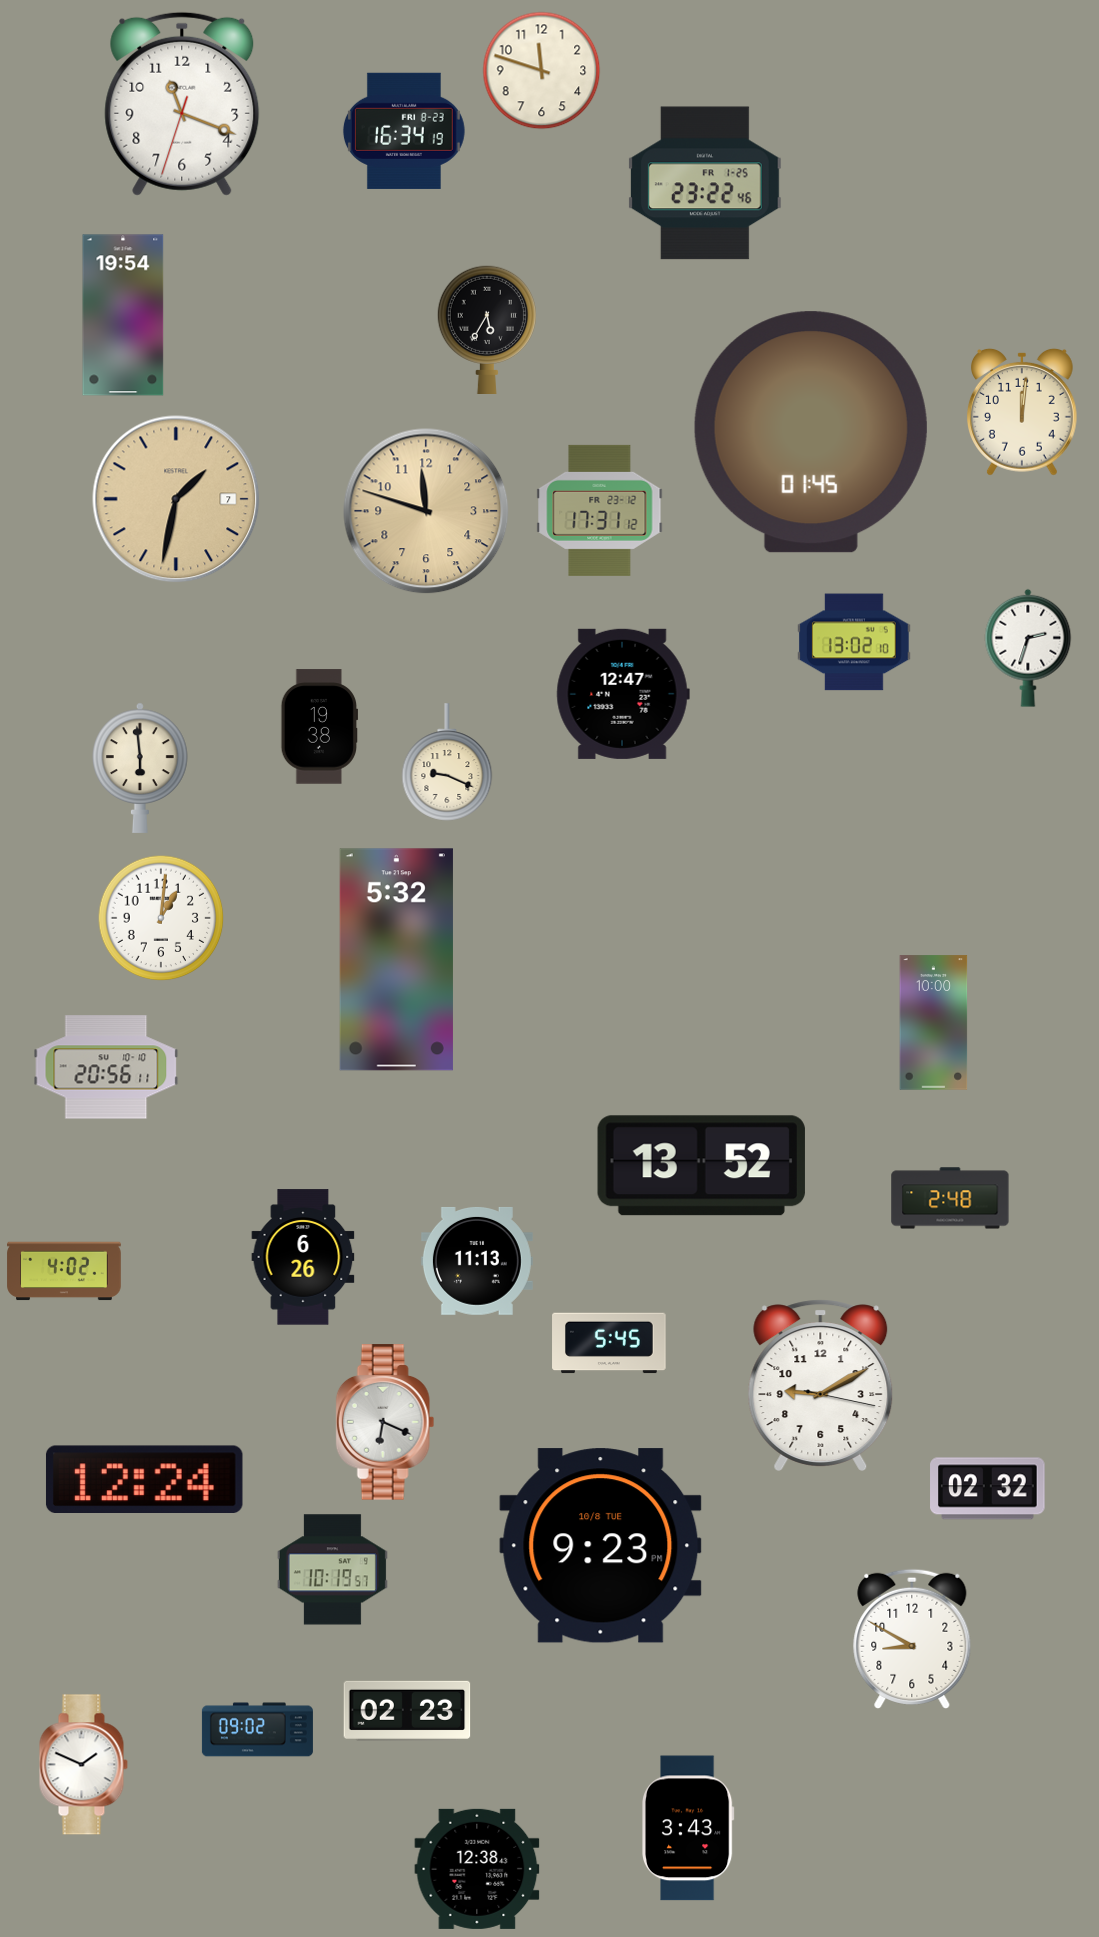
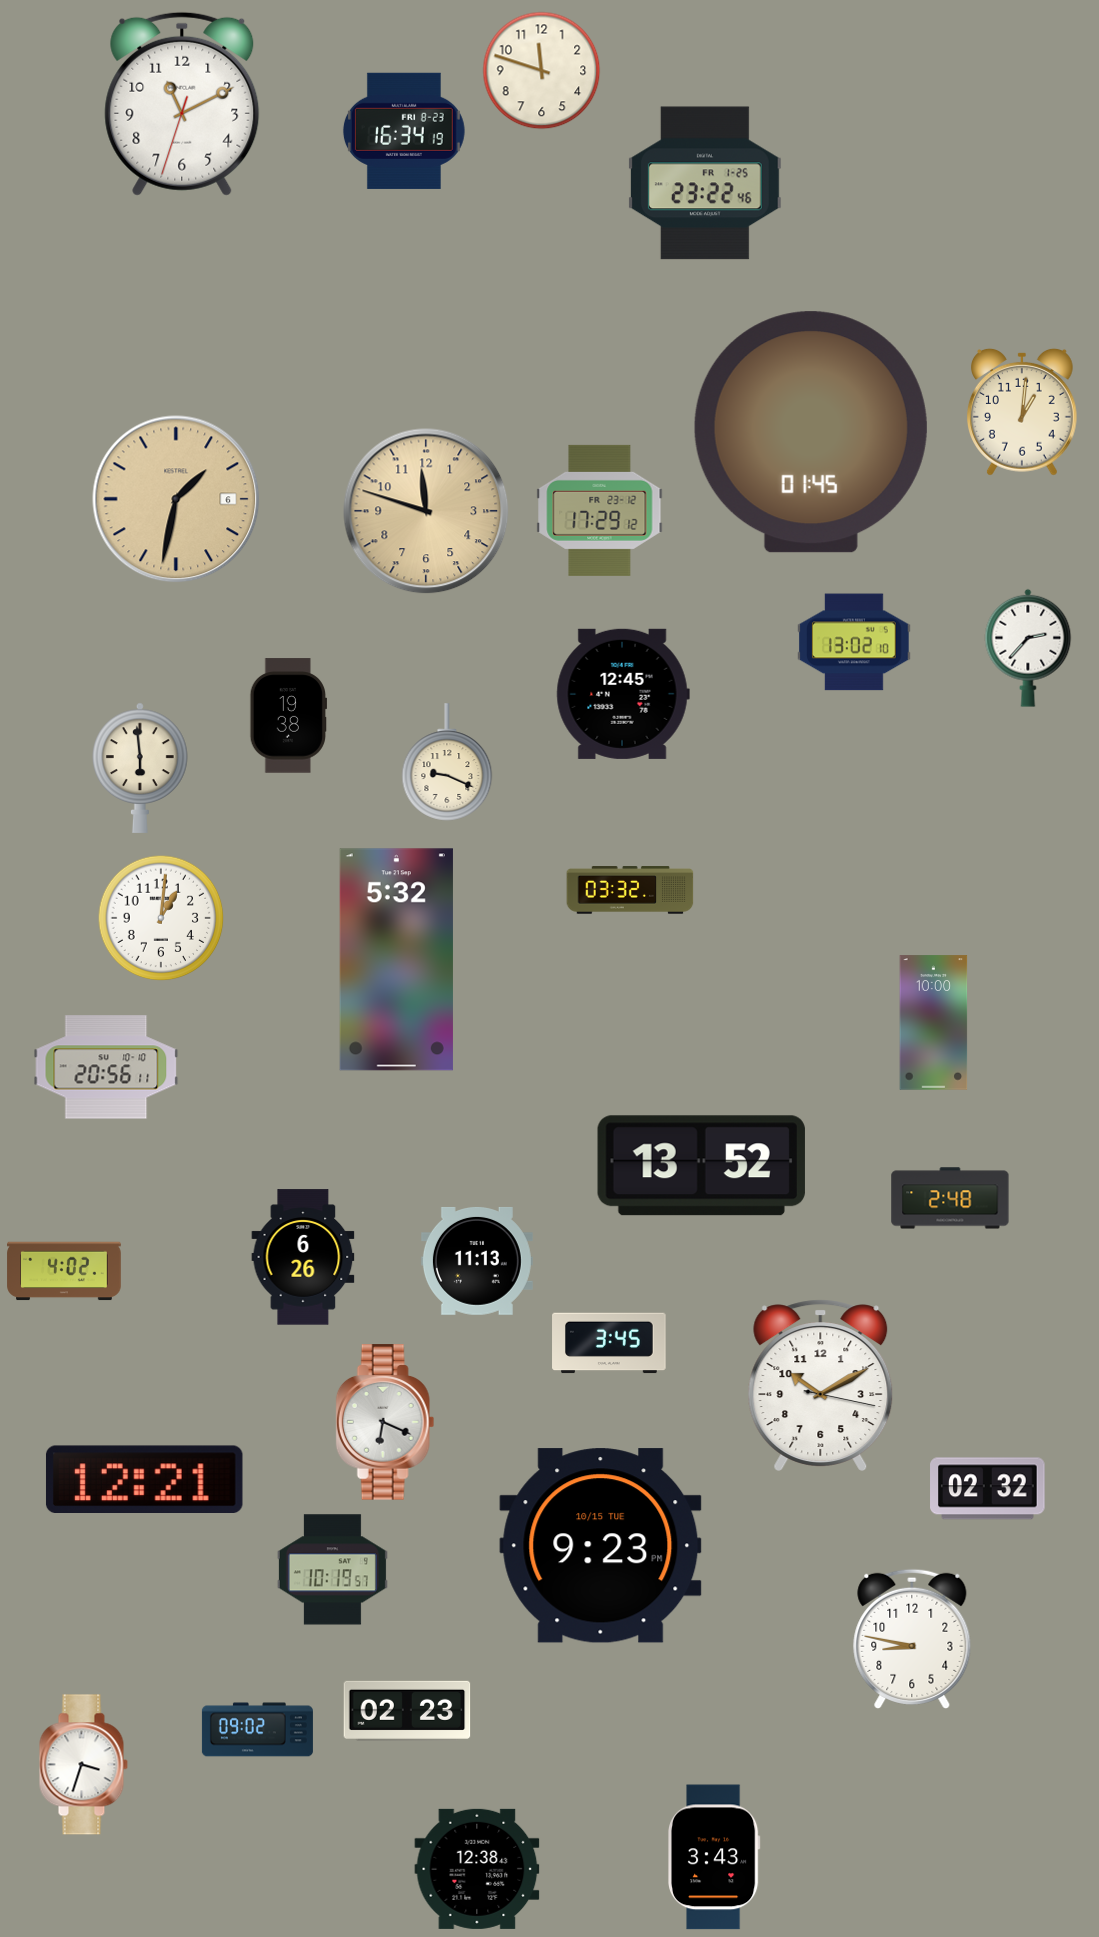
clock at (182, 104): 11:18 -> 11:10
clock at (123, 315): 19:54 -> none
clock at (487, 329): 5:35 -> none
clock at (1022, 412): 12:01 -> 1:01
clock at (176, 499) date: 7 -> 6
clock at (600, 510): 17:31 -> 17:29
clock at (1028, 648): 2:33 -> 2:37
clock at (623, 694): 12:47 -> 12:45
clock at (319, 727) position: (319, 727) -> (288, 716)
clock at (630, 890): none -> 03:32
clock at (609, 1343): 5:45 -> 3:45
clock at (821, 1385): 9:10 -> 10:10
clock at (144, 1479): 12:24 -> 12:21
clock at (601, 1546) date: 10/8 TUE -> 10/15 TUE
clock at (912, 1639): 8:50 -> 8:47
clock at (83, 1765): 1:49 -> 3:33
clock at (689, 1828) position: (689, 1828) -> (715, 1857)
